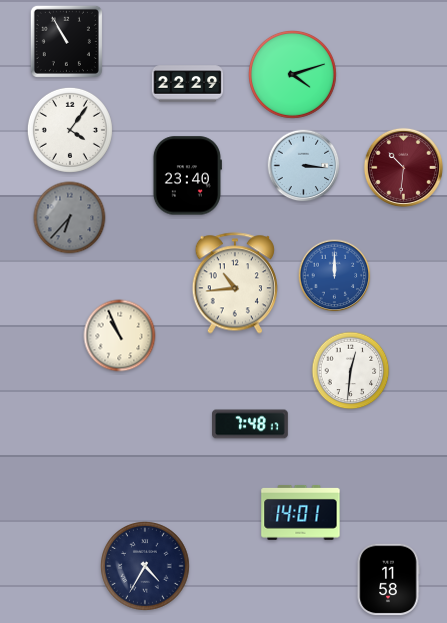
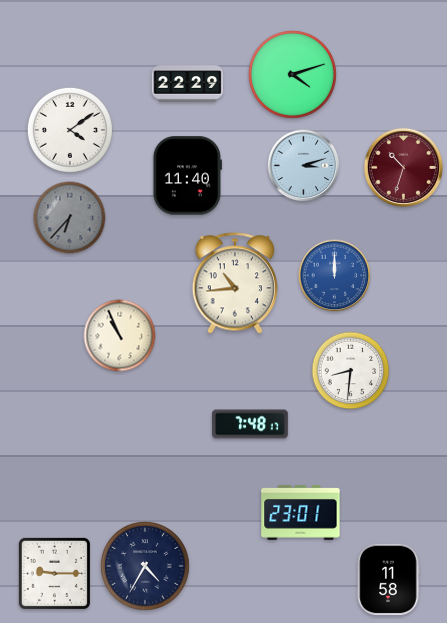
clock at (66, 41): 10:55 -> none
clock at (70, 130): 4:06 -> 4:09
clock at (304, 166): 3:16 -> 3:12
clock at (403, 167): 10:31 -> 10:33
clock at (187, 176): 23:40 -> 11:40
clock at (351, 371): 12:31 -> 8:31
clock at (301, 512): 14:01 -> 23:01
clock at (54, 573): none -> 9:15
